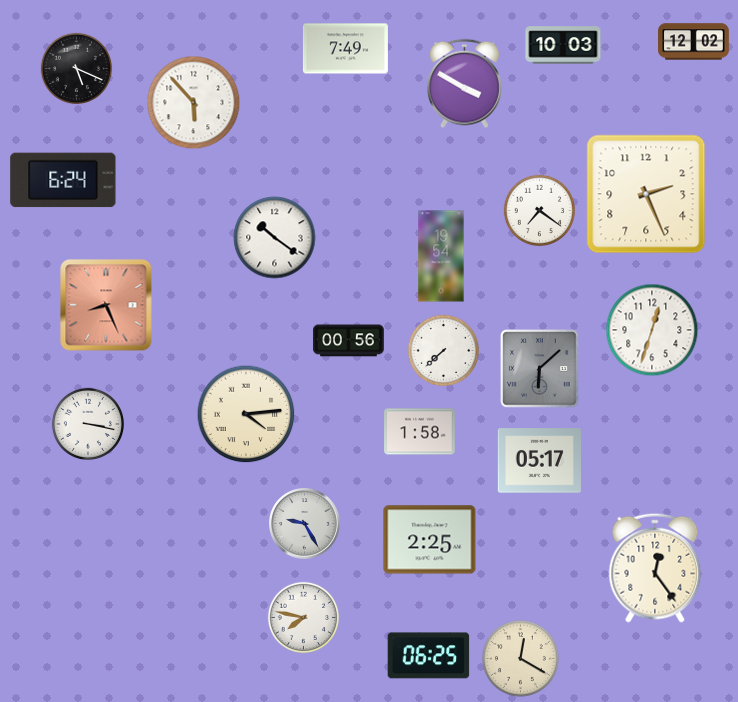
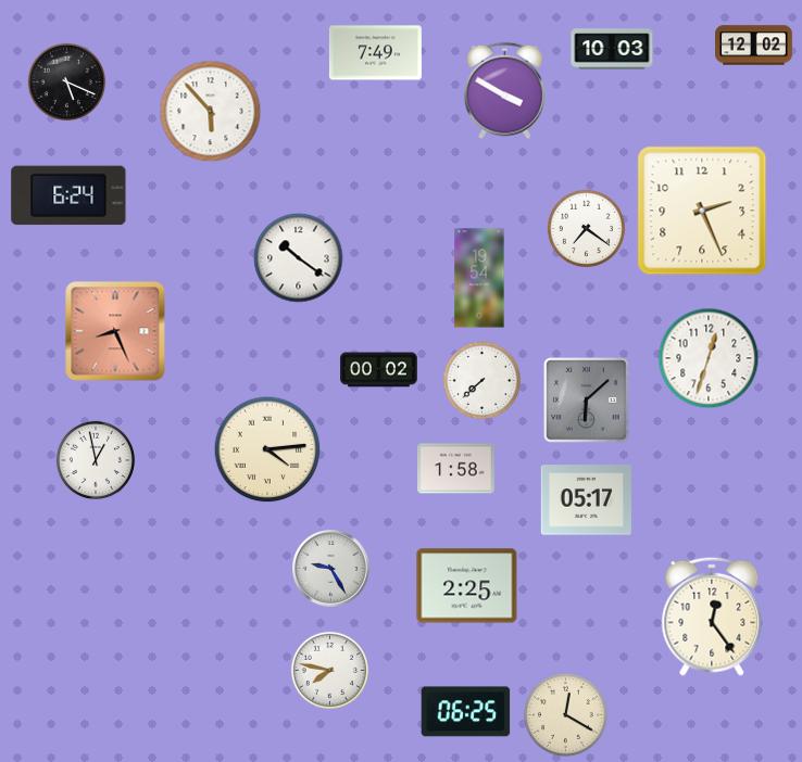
clock at (77, 69) position: (77, 69) -> (67, 82)
clock at (349, 341): 00:56 -> 00:02
clock at (87, 423): 3:17 -> 12:58
